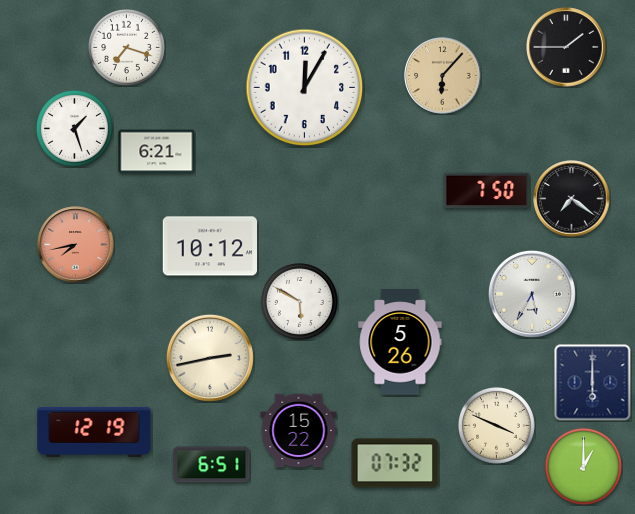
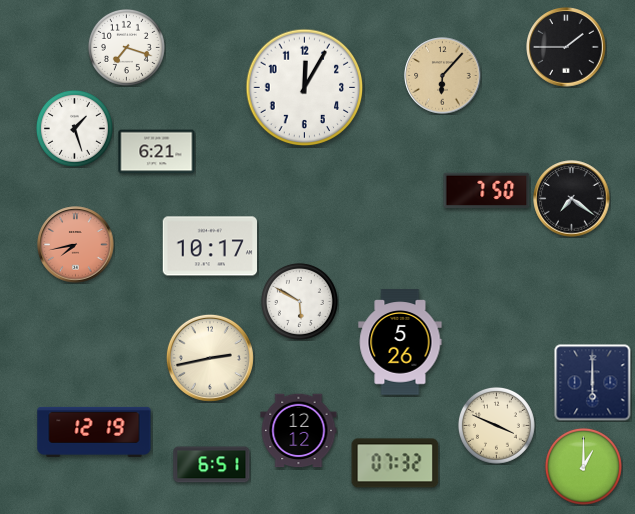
clock at (210, 246): 10:12 -> 10:17
clock at (532, 294): 5:35 -> none
clock at (299, 431): 15:22 -> 12:12
